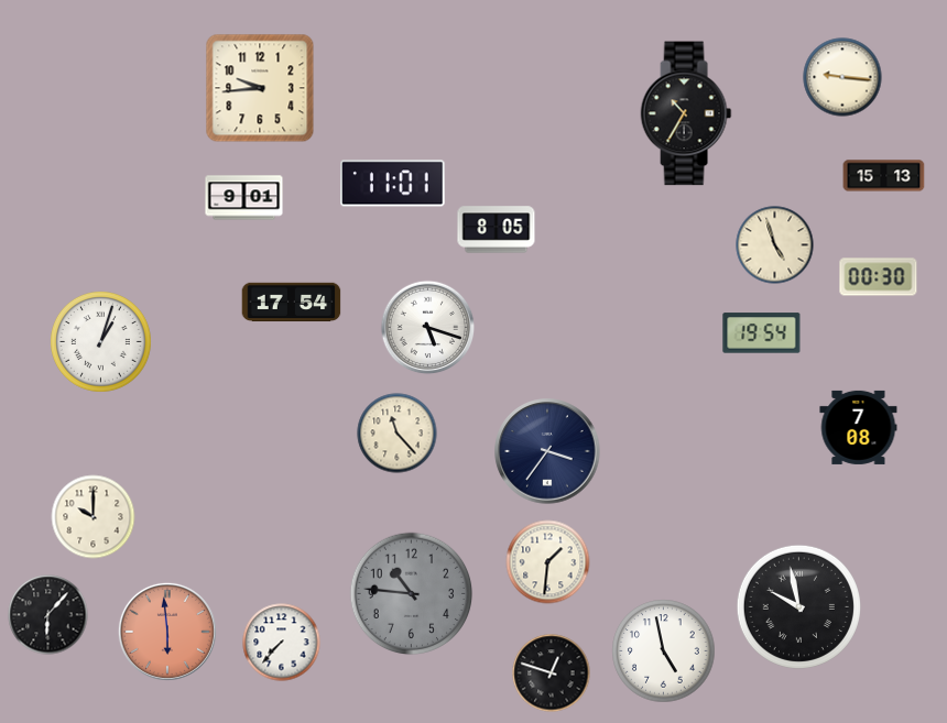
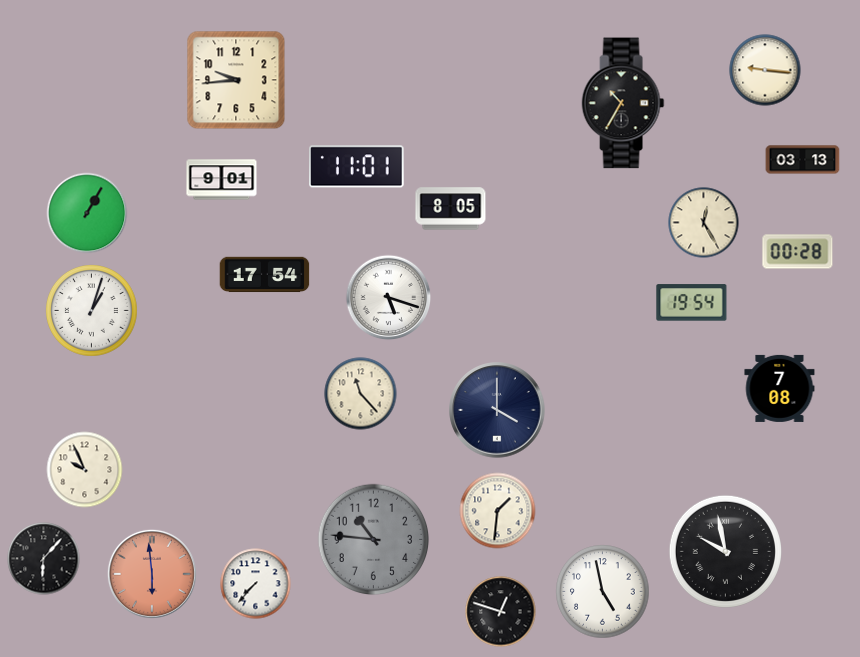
clock at (884, 176): 15:13 -> 03:13
clock at (87, 213): none -> 1:05
clock at (775, 245): 4:57 -> 12:25
clock at (879, 277): 00:30 -> 00:28
clock at (547, 451): 3:36 -> 4:00
clock at (94, 517): 10:00 -> 9:56
